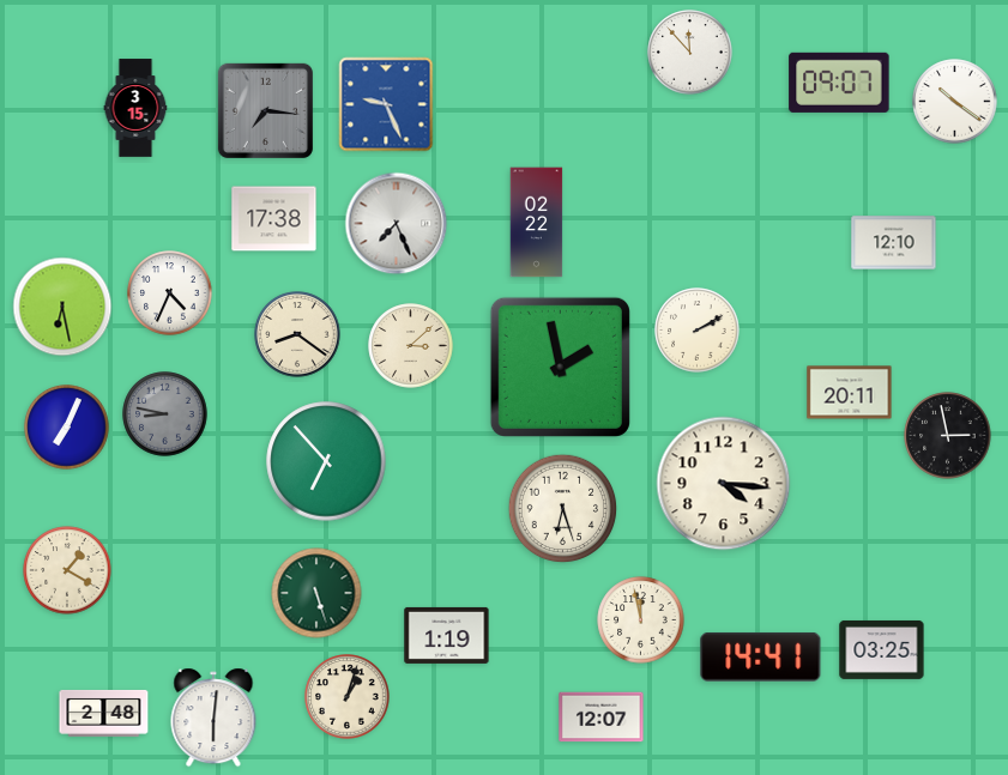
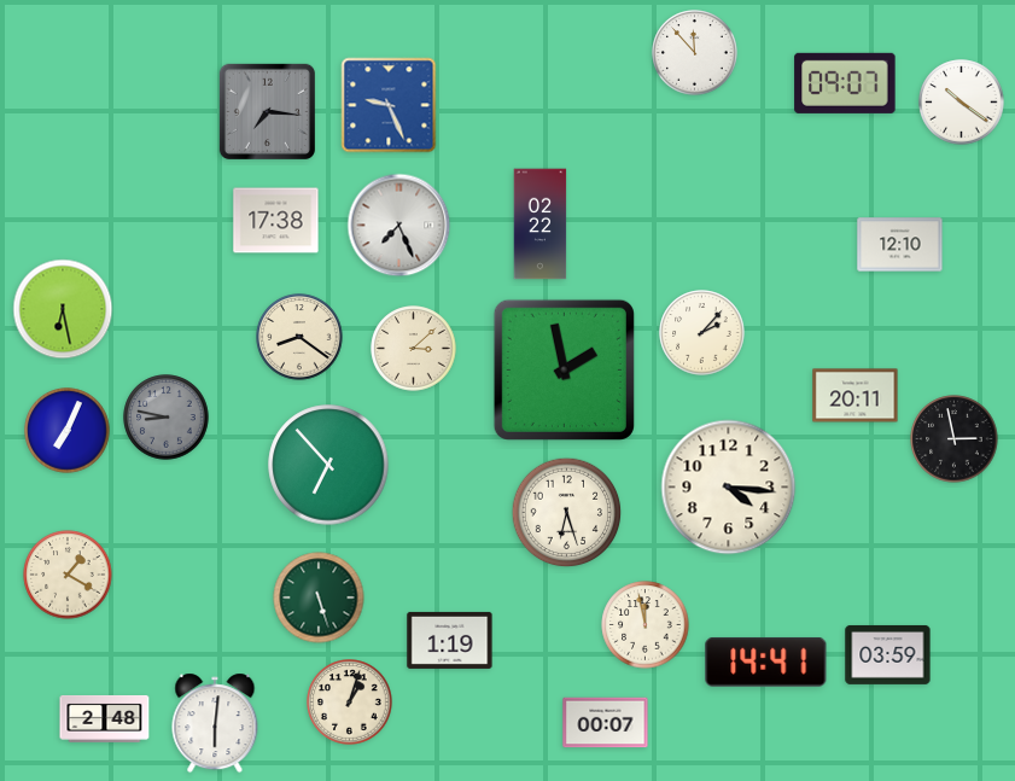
clock at (135, 108): 3:15 -> none
clock at (170, 293): 4:34 -> none
clock at (698, 331): 2:10 -> 2:07
clock at (882, 649): 03:25 -> 03:59
clock at (602, 718): 12:07 -> 00:07
